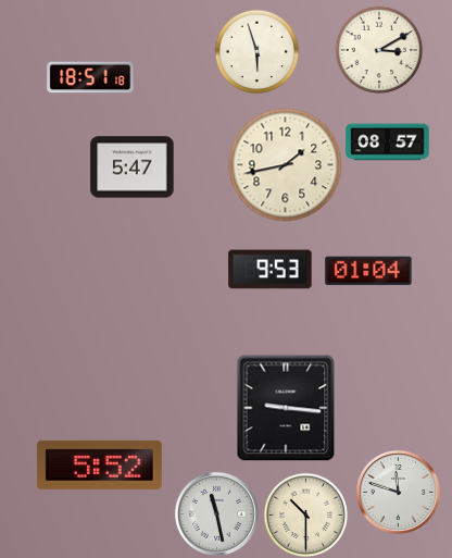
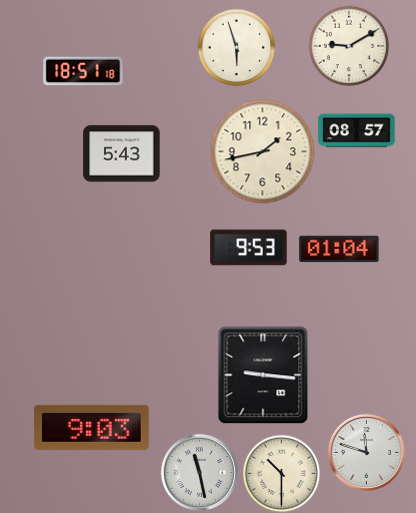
clock at (379, 50): 3:10 -> 9:10
clock at (133, 168): 5:47 -> 5:43
clock at (99, 464): 5:52 -> 9:03
